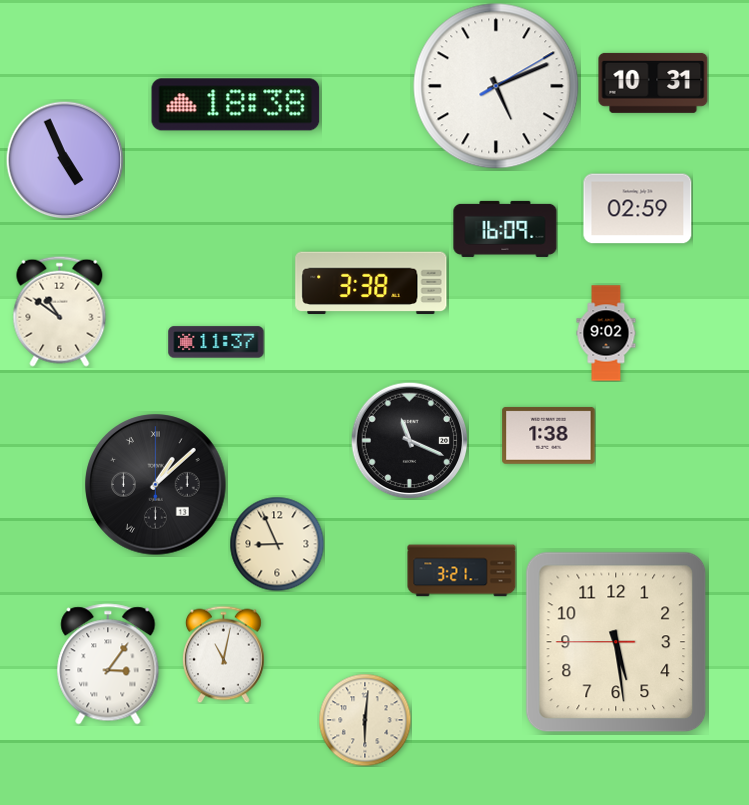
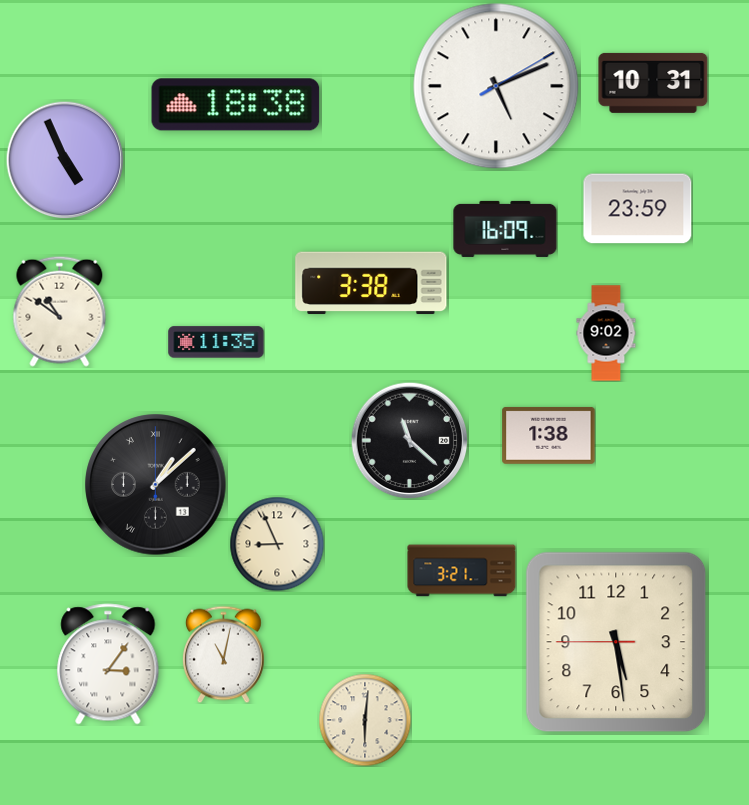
clock at (638, 209): 02:59 -> 23:59
clock at (216, 342): 11:37 -> 11:35
clock at (409, 440): 11:19 -> 11:22
